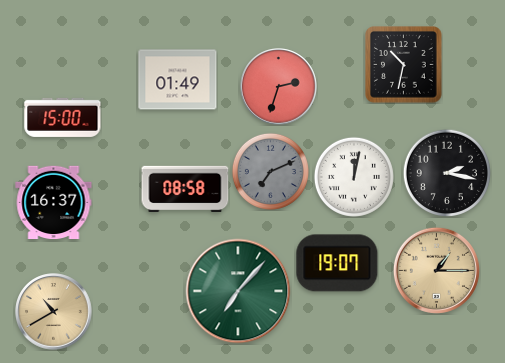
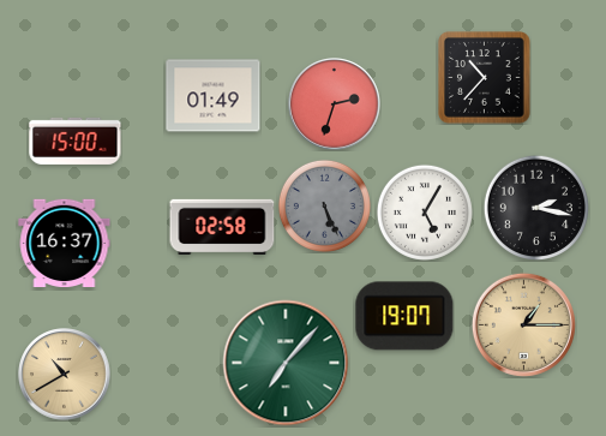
clock at (404, 65): 10:32 -> 10:37
clock at (270, 171): 7:11 -> 5:26
clock at (354, 177): 12:02 -> 5:05
clock at (185, 188): 08:58 -> 02:58
clock at (238, 291) position: (238, 291) -> (286, 363)
